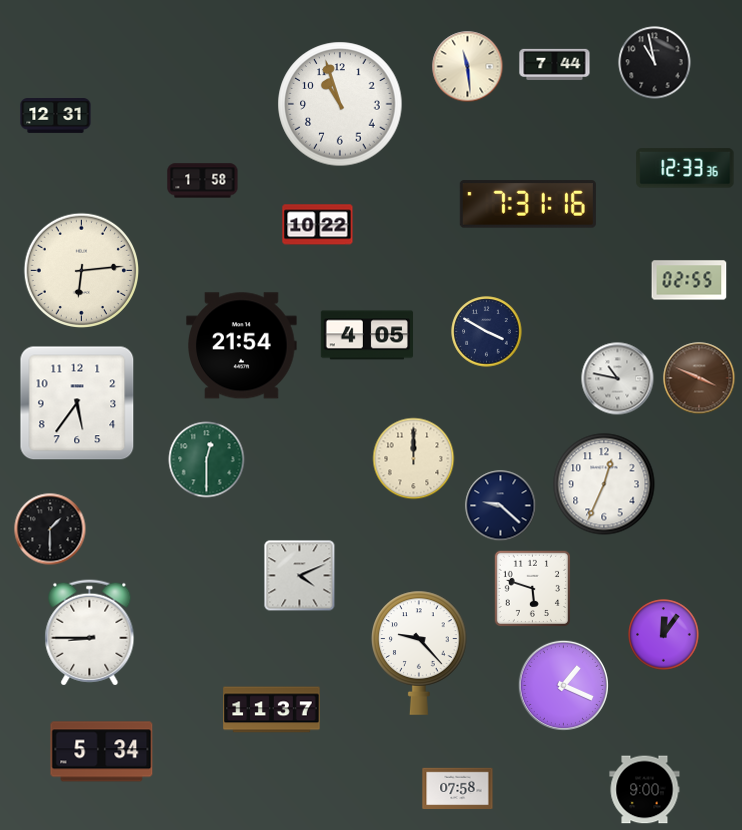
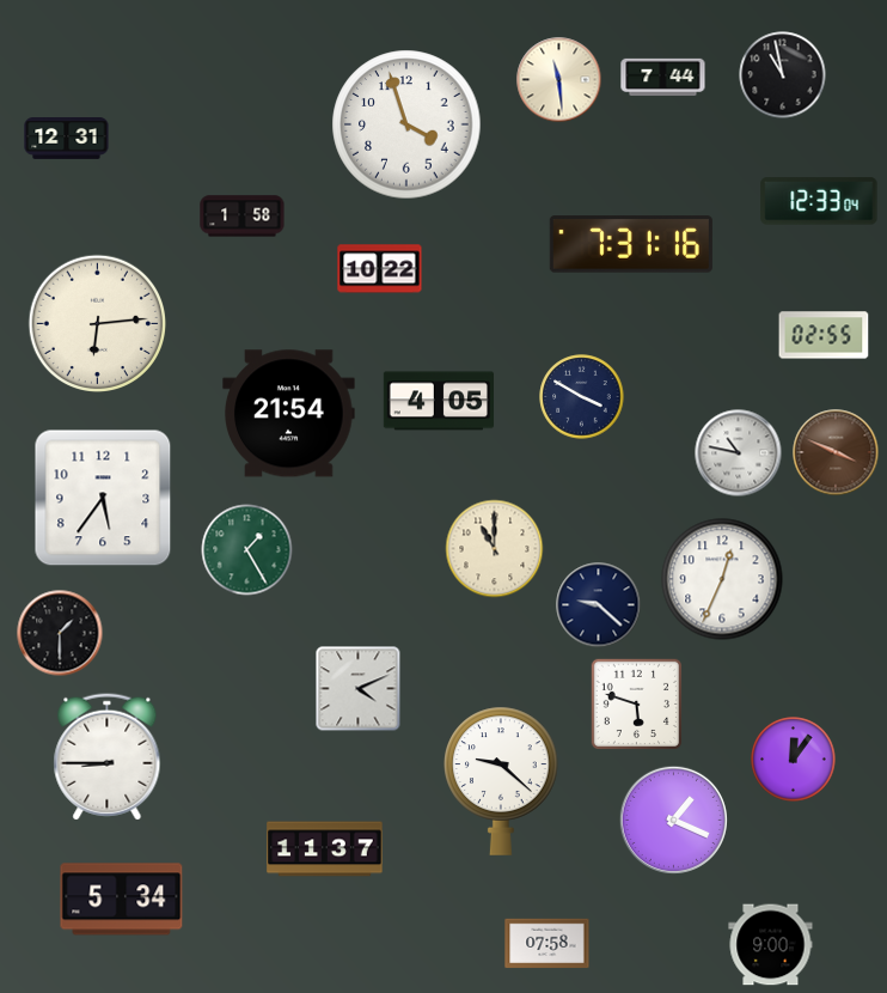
clock at (340, 104): 10:57 -> 3:57
clock at (685, 168): 12:33:36 -> 12:33:04
clock at (77, 403) position: (77, 403) -> (103, 498)
clock at (414, 459): 12:00 -> 11:00
clock at (207, 460): 12:30 -> 1:25
clock at (419, 653): 9:23 -> 9:22
